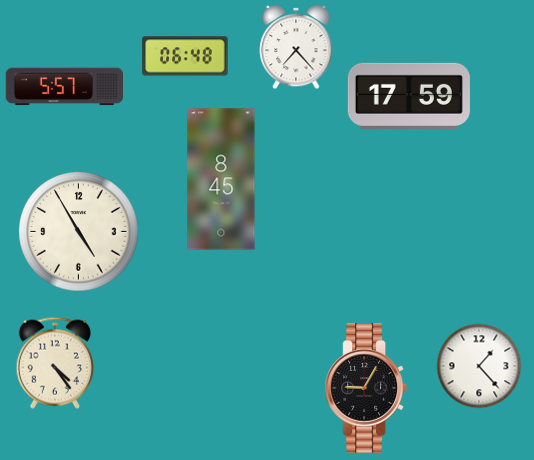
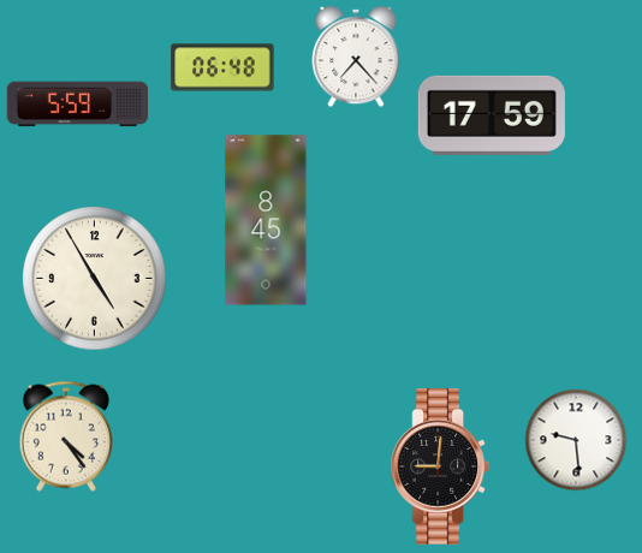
clock at (64, 87): 5:57 -> 5:59
clock at (221, 179) position: (221, 179) -> (266, 220)
clock at (479, 366): 1:23 -> 9:29
clock at (365, 389): 9:05 -> 9:01
